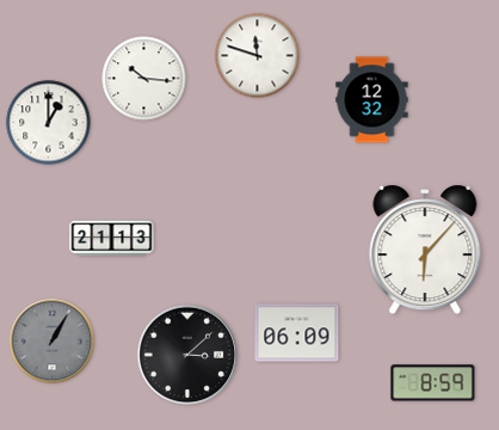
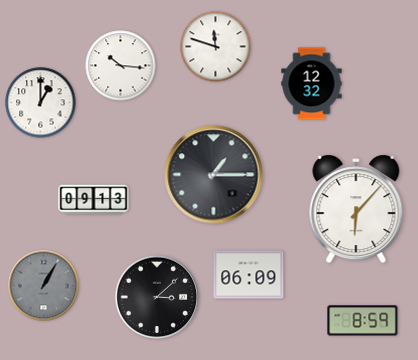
clock at (214, 175): none -> 1:15
clock at (112, 239): 21:13 -> 09:13
clock at (297, 333) position: (297, 333) -> (249, 275)
